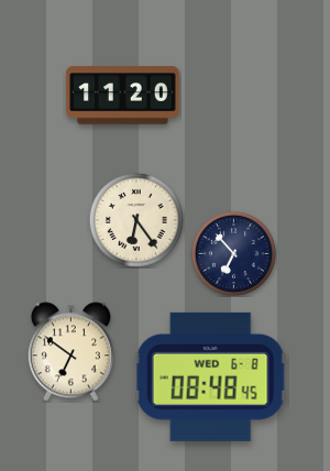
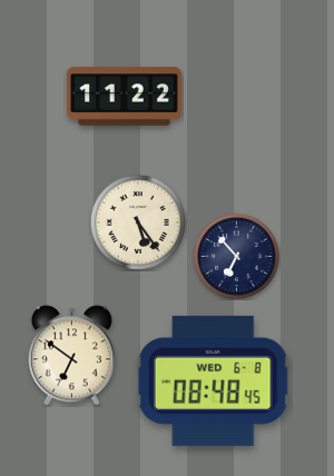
clock at (123, 96): 11:20 -> 11:22
clock at (136, 220): 6:24 -> 5:24
